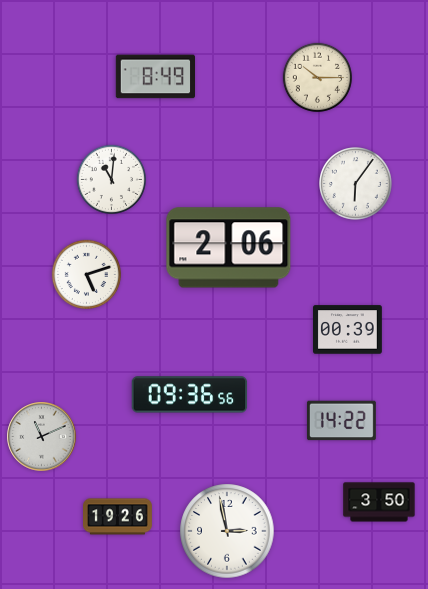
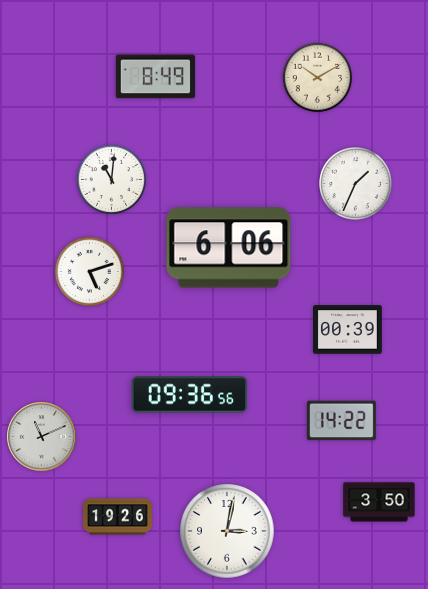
clock at (317, 77): 10:15 -> 10:10
clock at (356, 184): 6:06 -> 1:34
clock at (229, 248): 2:06 -> 6:06
clock at (86, 274) position: (86, 274) -> (89, 271)
clock at (227, 531): 2:58 -> 3:02
